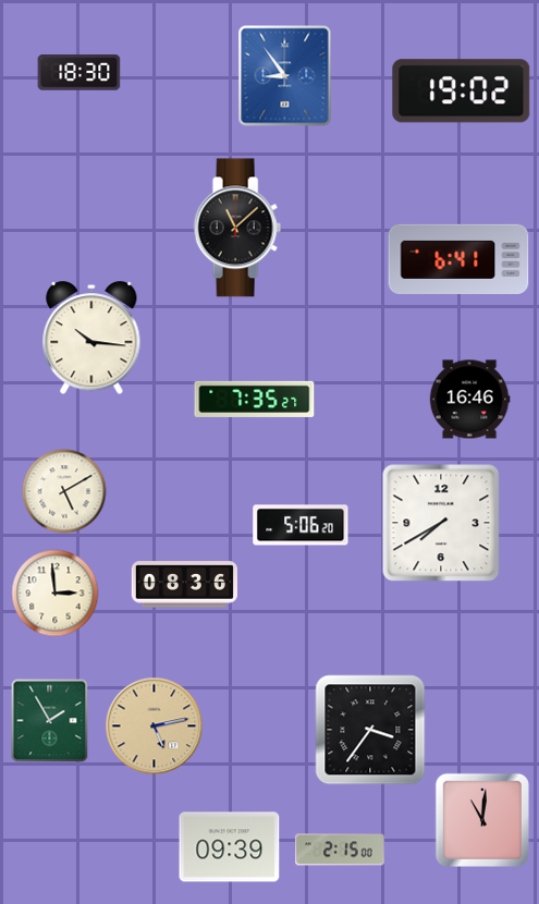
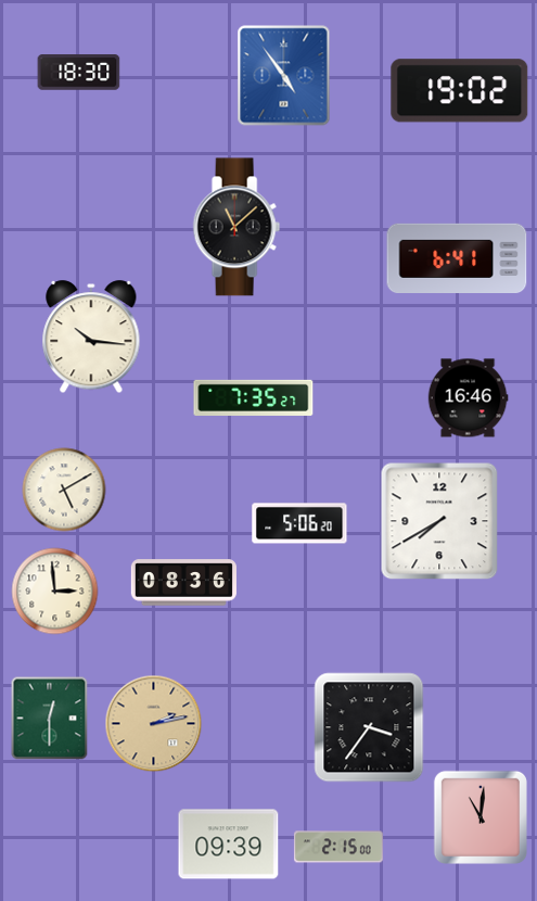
clock at (285, 76): 8:54 -> 4:54
clock at (50, 721): 1:55 -> 12:30
clock at (155, 726): 5:13 -> 2:13
